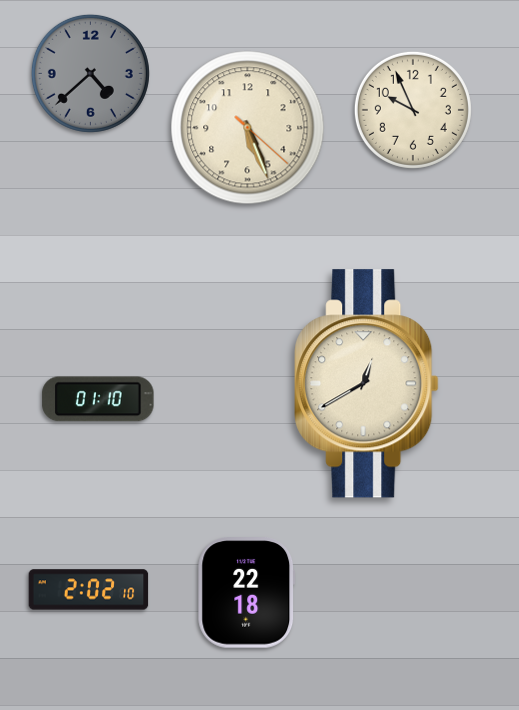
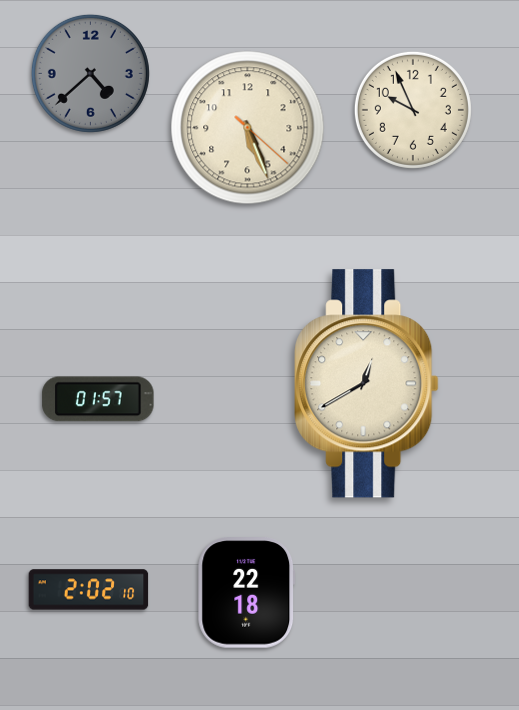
clock at (98, 399): 01:10 -> 01:57
